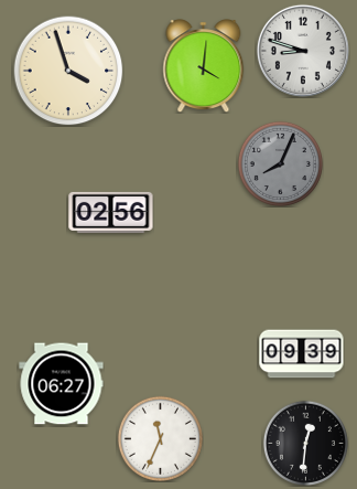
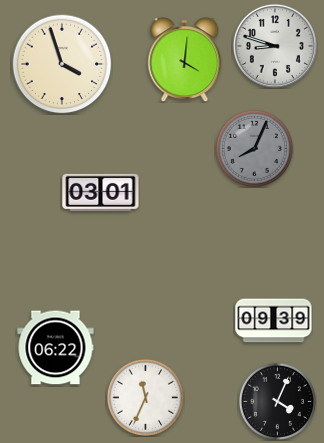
clock at (111, 212): 02:56 -> 03:01
clock at (62, 384): 06:27 -> 06:22
clock at (305, 443): 12:31 -> 4:04
